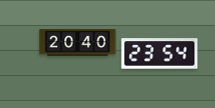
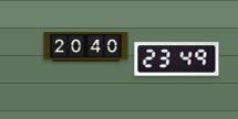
clock at (160, 54): 23:54 -> 23:49
